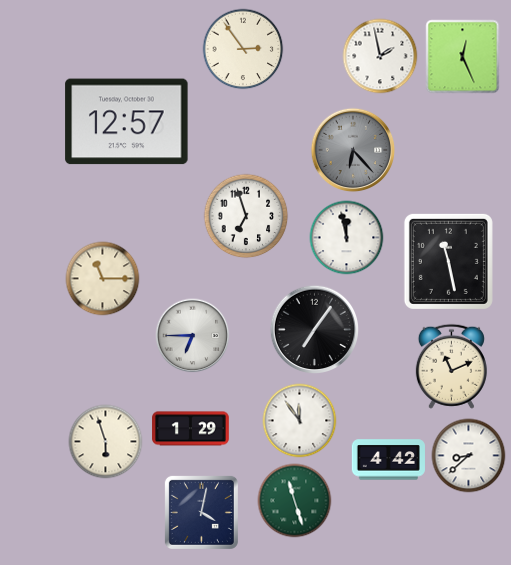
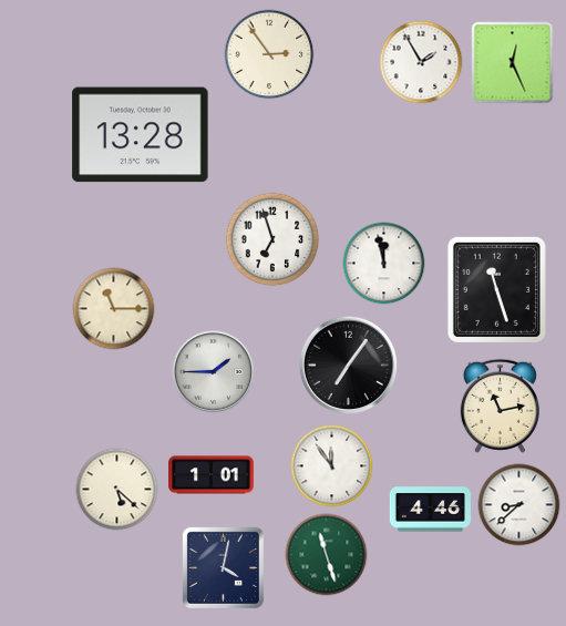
clock at (380, 56): 1:58 -> 1:55
clock at (127, 122): 12:57 -> 13:28
clock at (353, 150): 6:23 -> none
clock at (448, 261): 11:28 -> 11:27
clock at (193, 336): 6:45 -> 1:45
clock at (451, 366): 11:11 -> 11:13
clock at (191, 429): 1:29 -> 1:01
clock at (106, 442): 5:57 -> 5:22
clock at (388, 460): 4:42 -> 4:46
